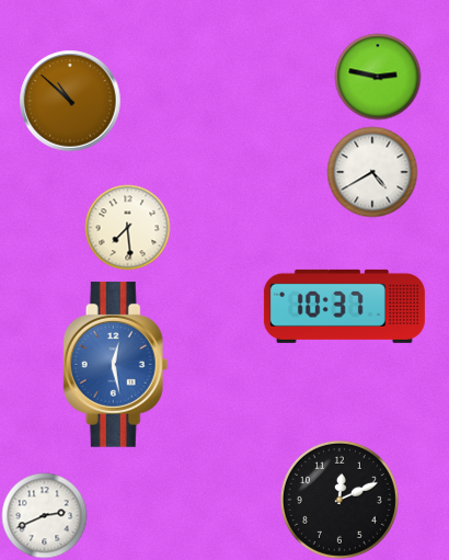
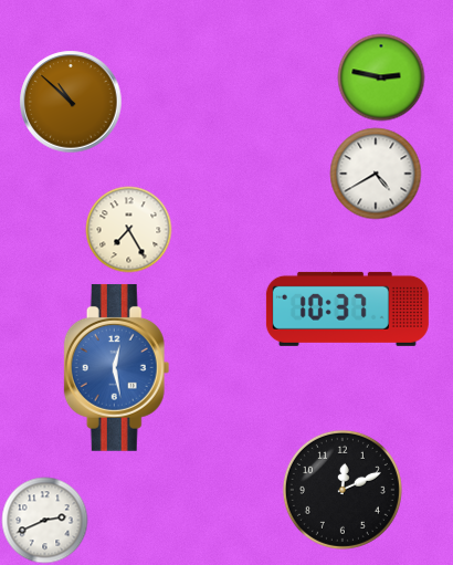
clock at (127, 227): 7:29 -> 7:25
clock at (339, 500) position: (339, 500) -> (343, 490)
